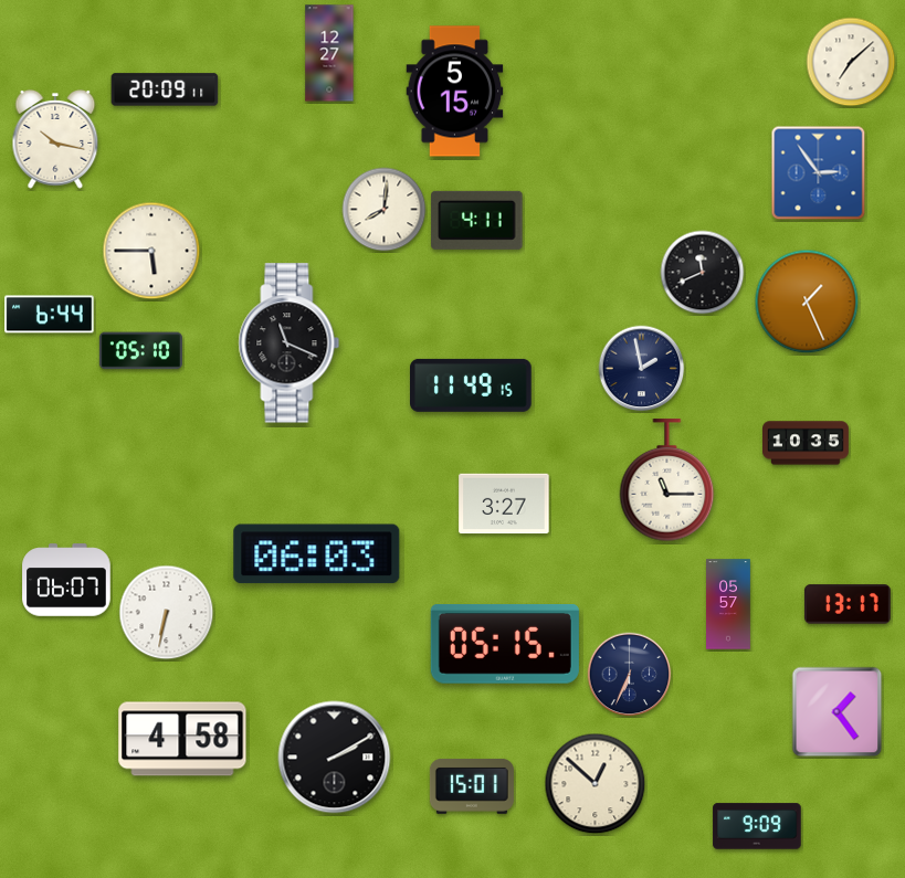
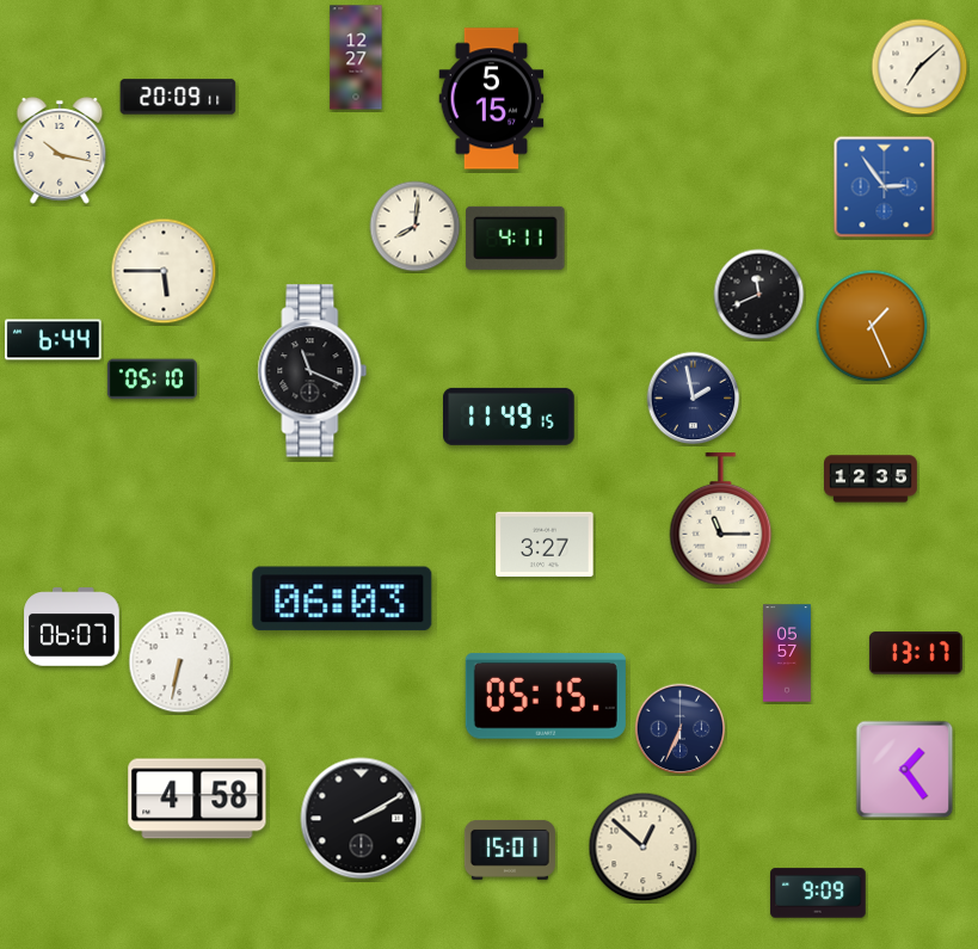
clock at (807, 443): 10:35 -> 12:35
